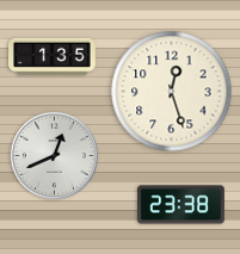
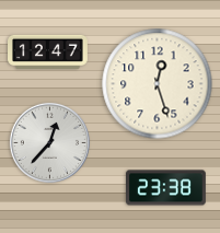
clock at (53, 56): 1:35 -> 12:47
clock at (54, 155): 12:41 -> 12:37
